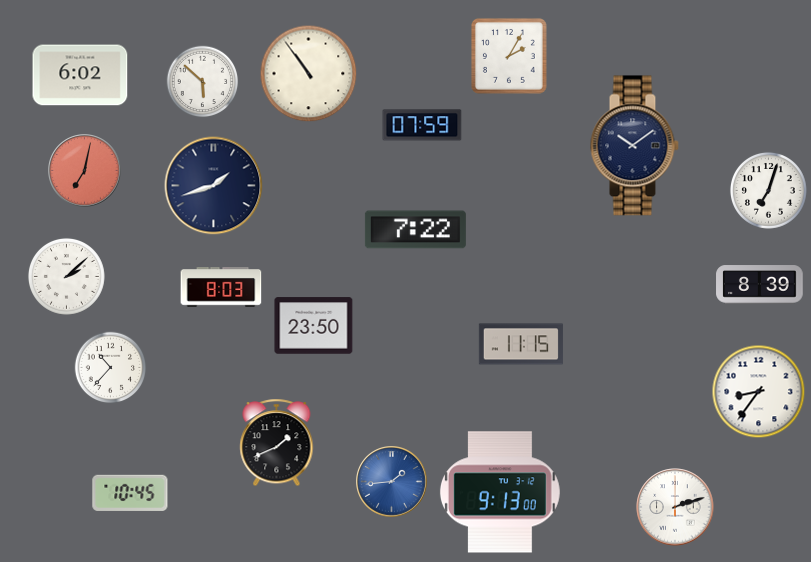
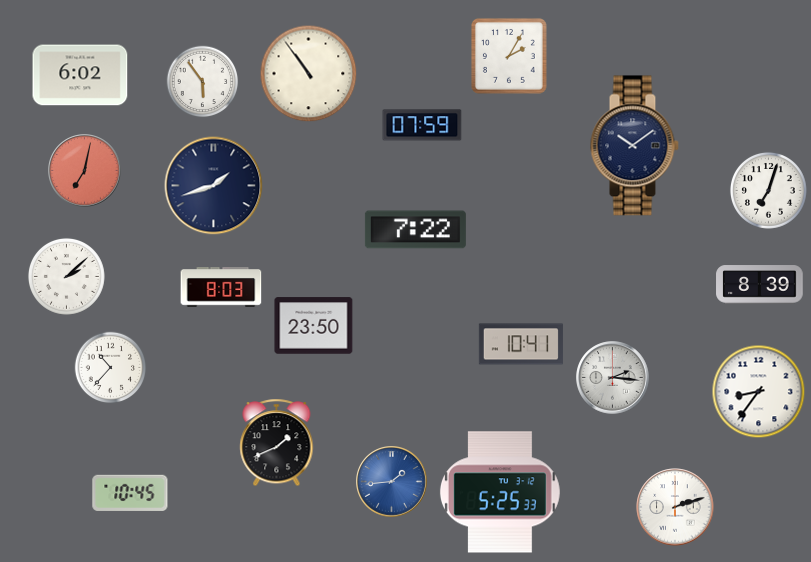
clock at (203, 82): 5:52 -> 5:54
clock at (521, 344): 11:15 -> 10:41
clock at (613, 378): none -> 2:16
clock at (500, 492): 9:13 -> 5:25
